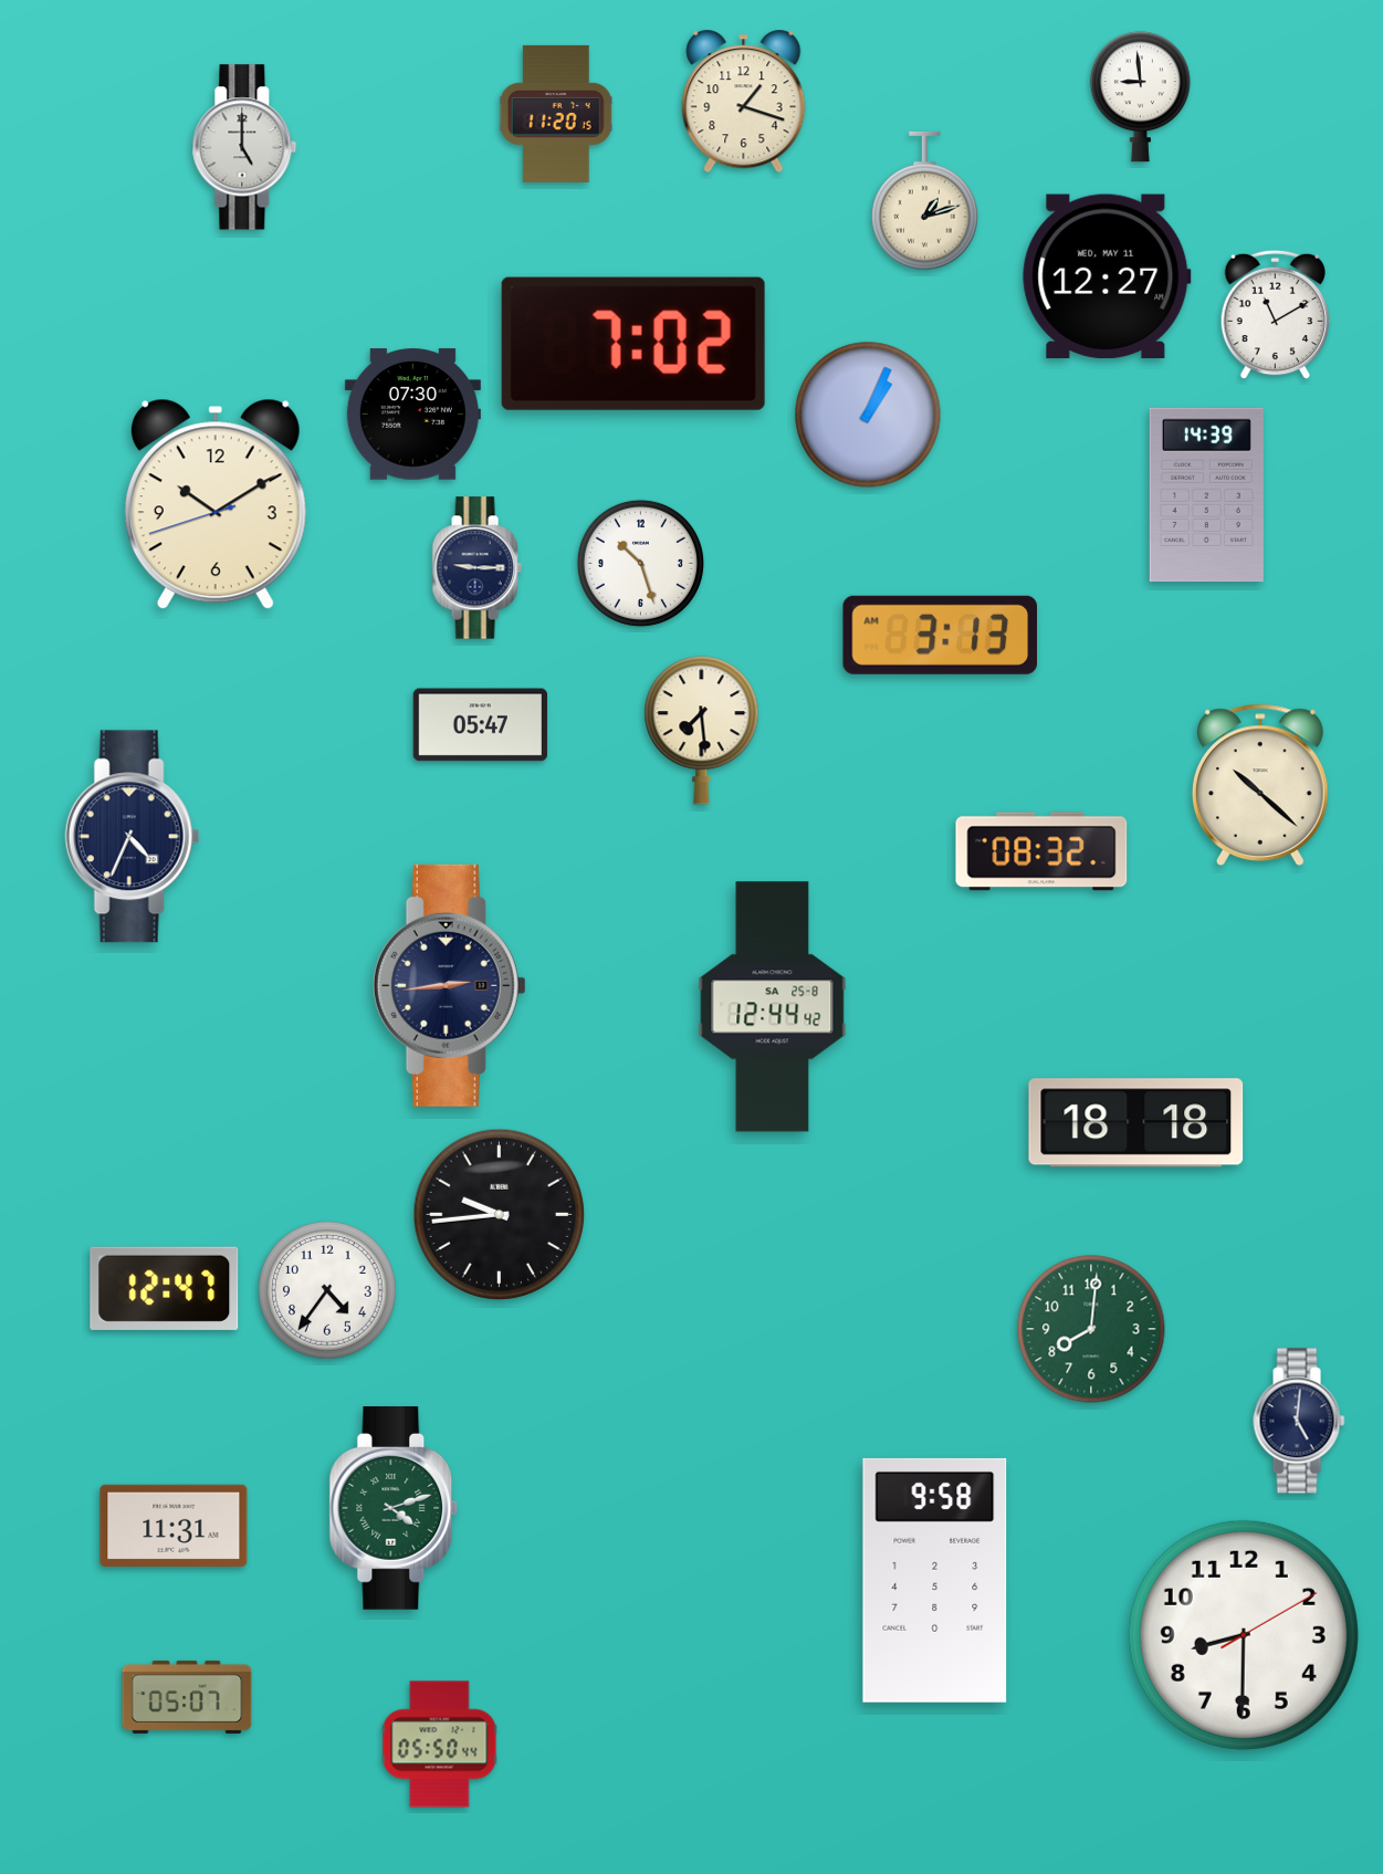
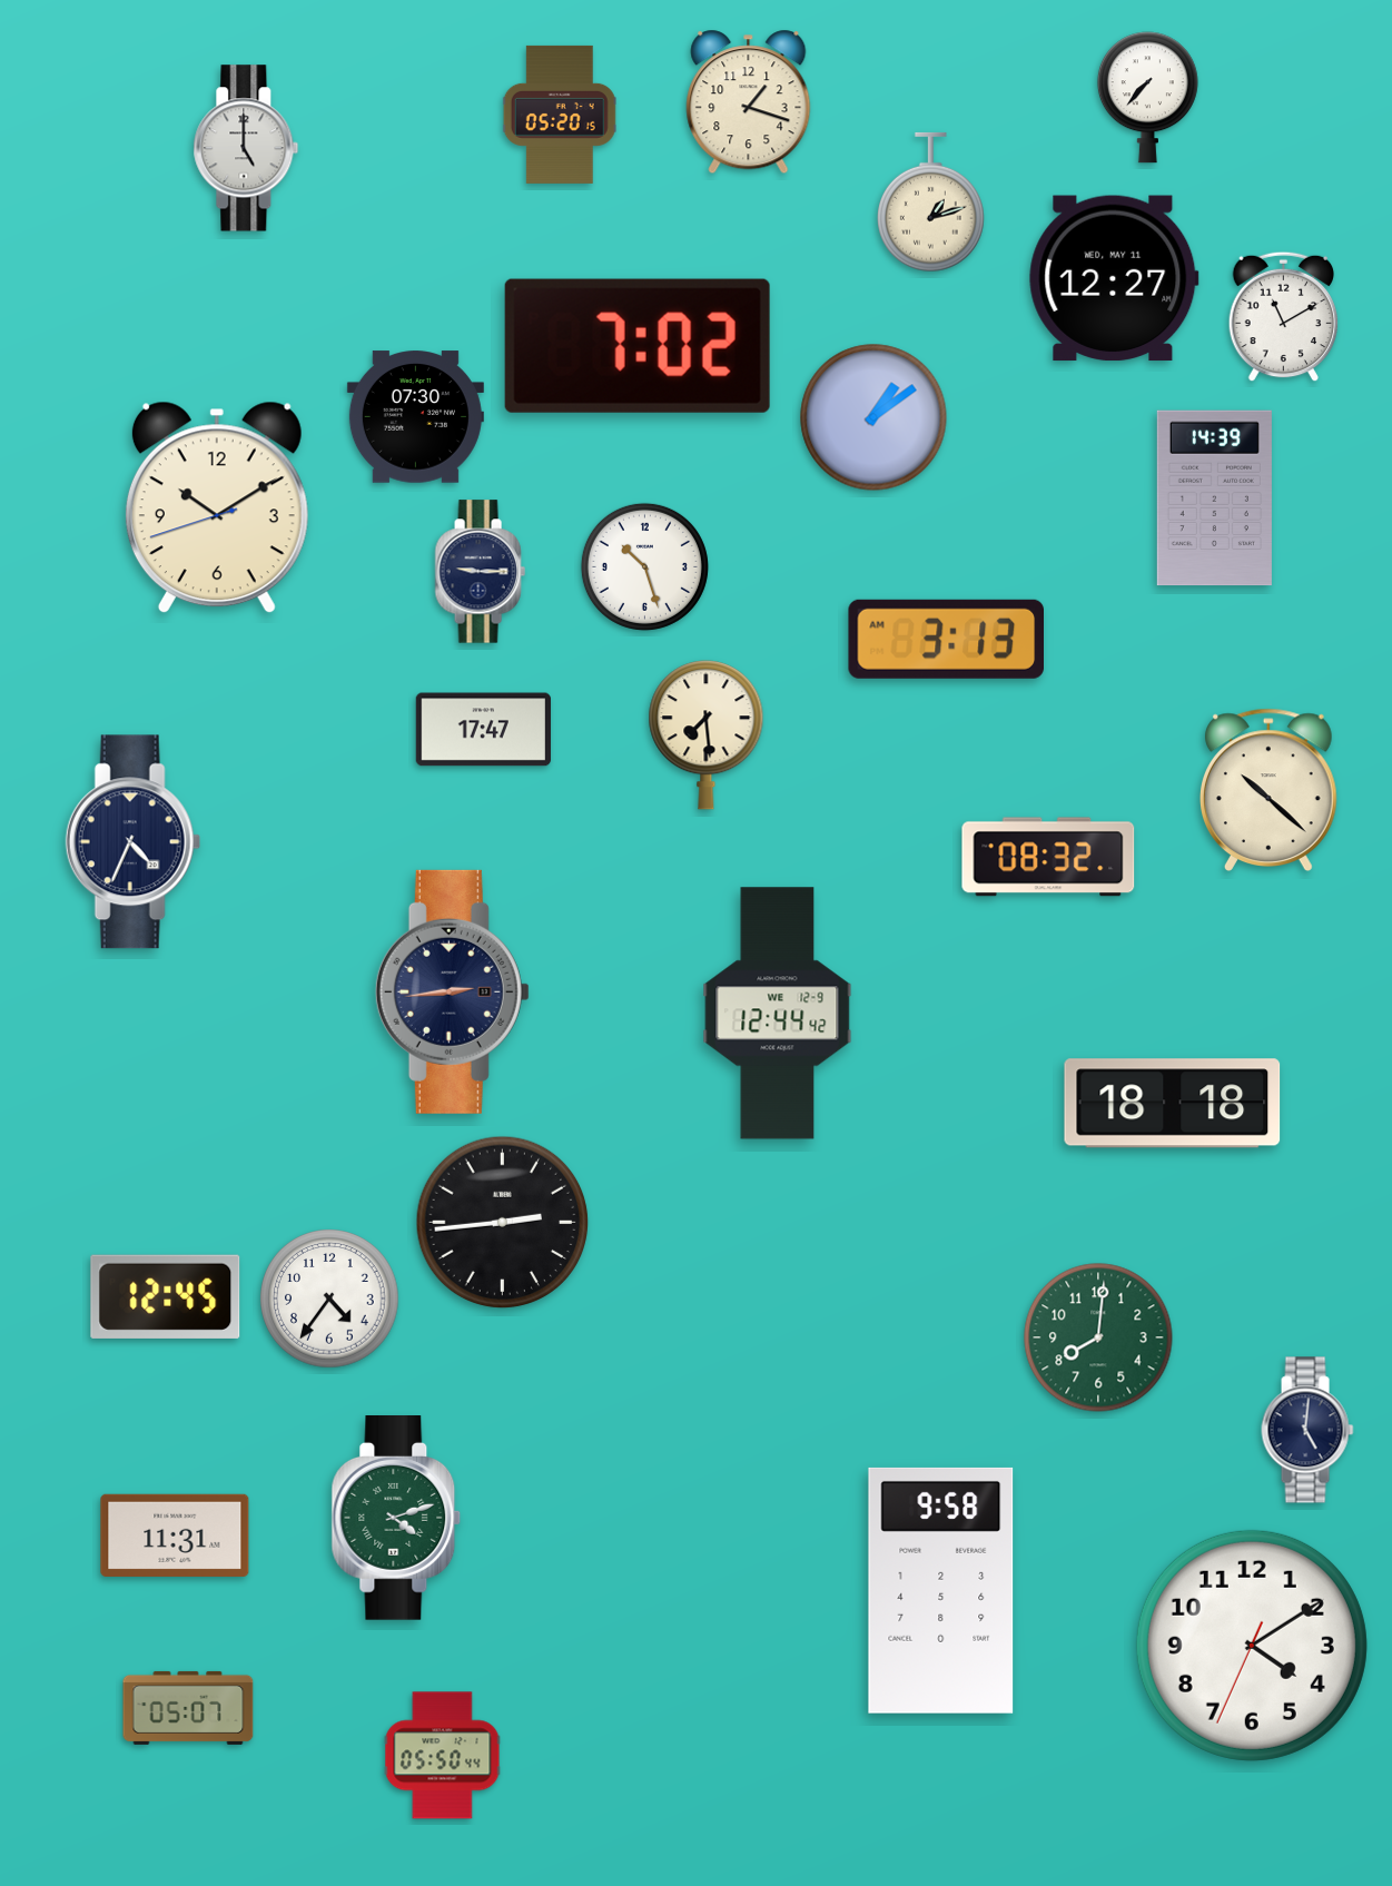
clock at (1140, 97): 8:59 -> 7:37
clock at (556, 114): 11:20 -> 05:20
clock at (868, 415): 1:04 -> 1:09
clock at (480, 725): 05:47 -> 17:47
clock at (773, 1007) date: SA 25-8 -> WE 12-9
clock at (1136, 1123) position: (1136, 1123) -> (1173, 1104)
clock at (500, 1215): 9:44 -> 2:44
clock at (165, 1288): 12:47 -> 12:45
clock at (1244, 1635): 8:30 -> 4:09
